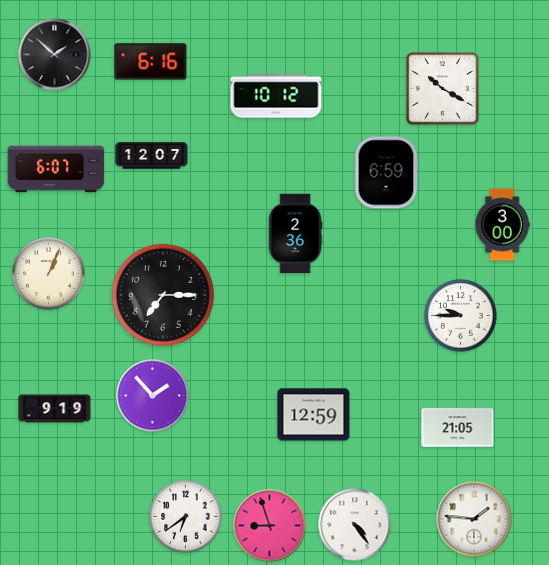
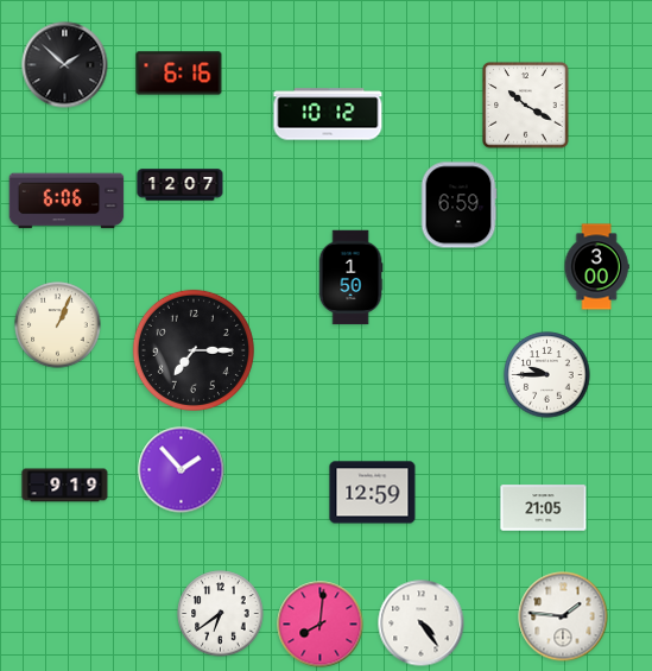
clock at (56, 169): 6:07 -> 6:06
clock at (295, 234): 2:36 -> 1:50
clock at (270, 526): 8:57 -> 8:01
